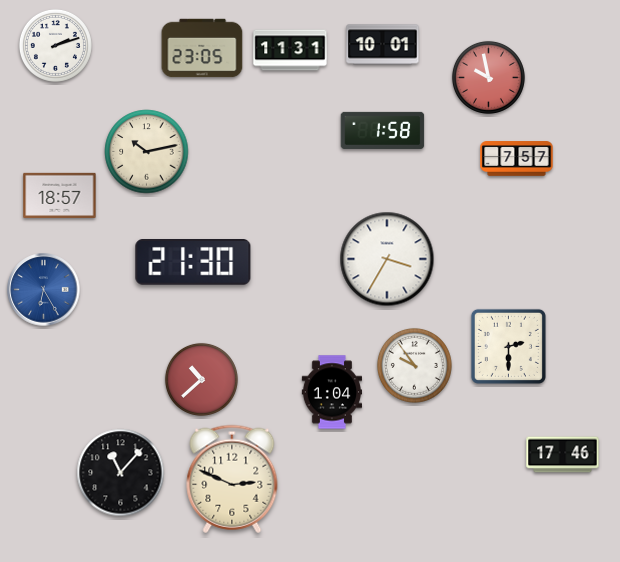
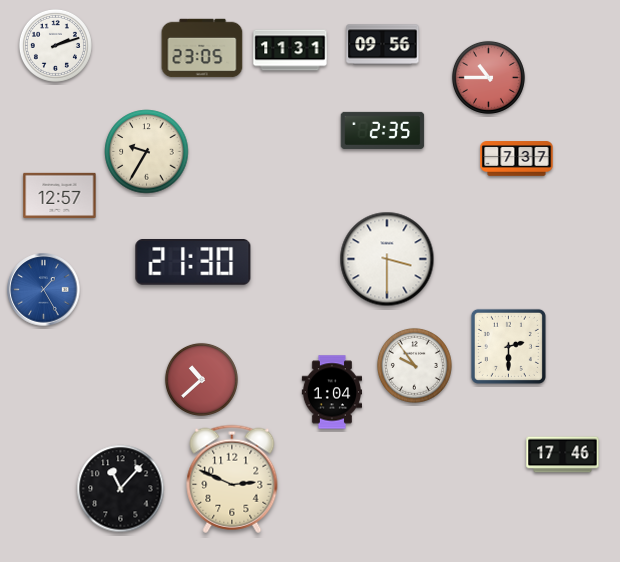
clock at (383, 45): 10:01 -> 09:56
clock at (488, 77): 9:58 -> 10:45
clock at (383, 130): 1:58 -> 2:35
clock at (147, 152): 10:13 -> 9:35
clock at (517, 159): 7:57 -> 7:37
clock at (60, 195): 18:57 -> 12:57
clock at (387, 259): 3:35 -> 3:30
clock at (44, 290): 6:25 -> 1:25
clock at (121, 473) position: (121, 473) -> (121, 489)
